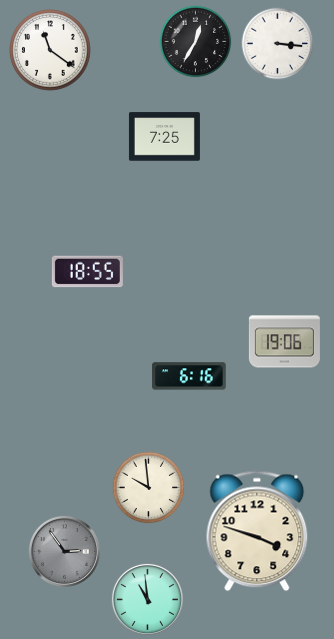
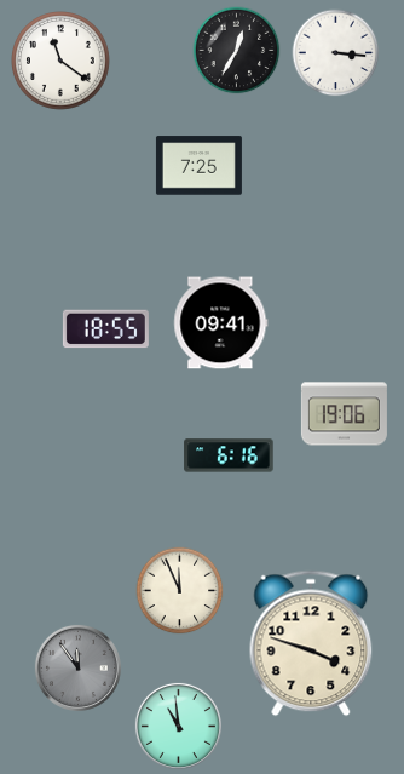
clock at (221, 323): none -> 09:41
clock at (149, 488): 9:59 -> 11:56
clock at (64, 551): 2:54 -> 11:54
